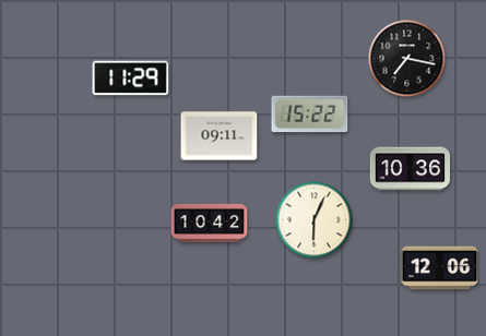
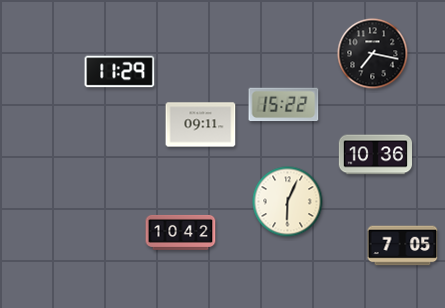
clock at (210, 223) position: (210, 223) -> (181, 232)
clock at (440, 268): 12:06 -> 7:05
